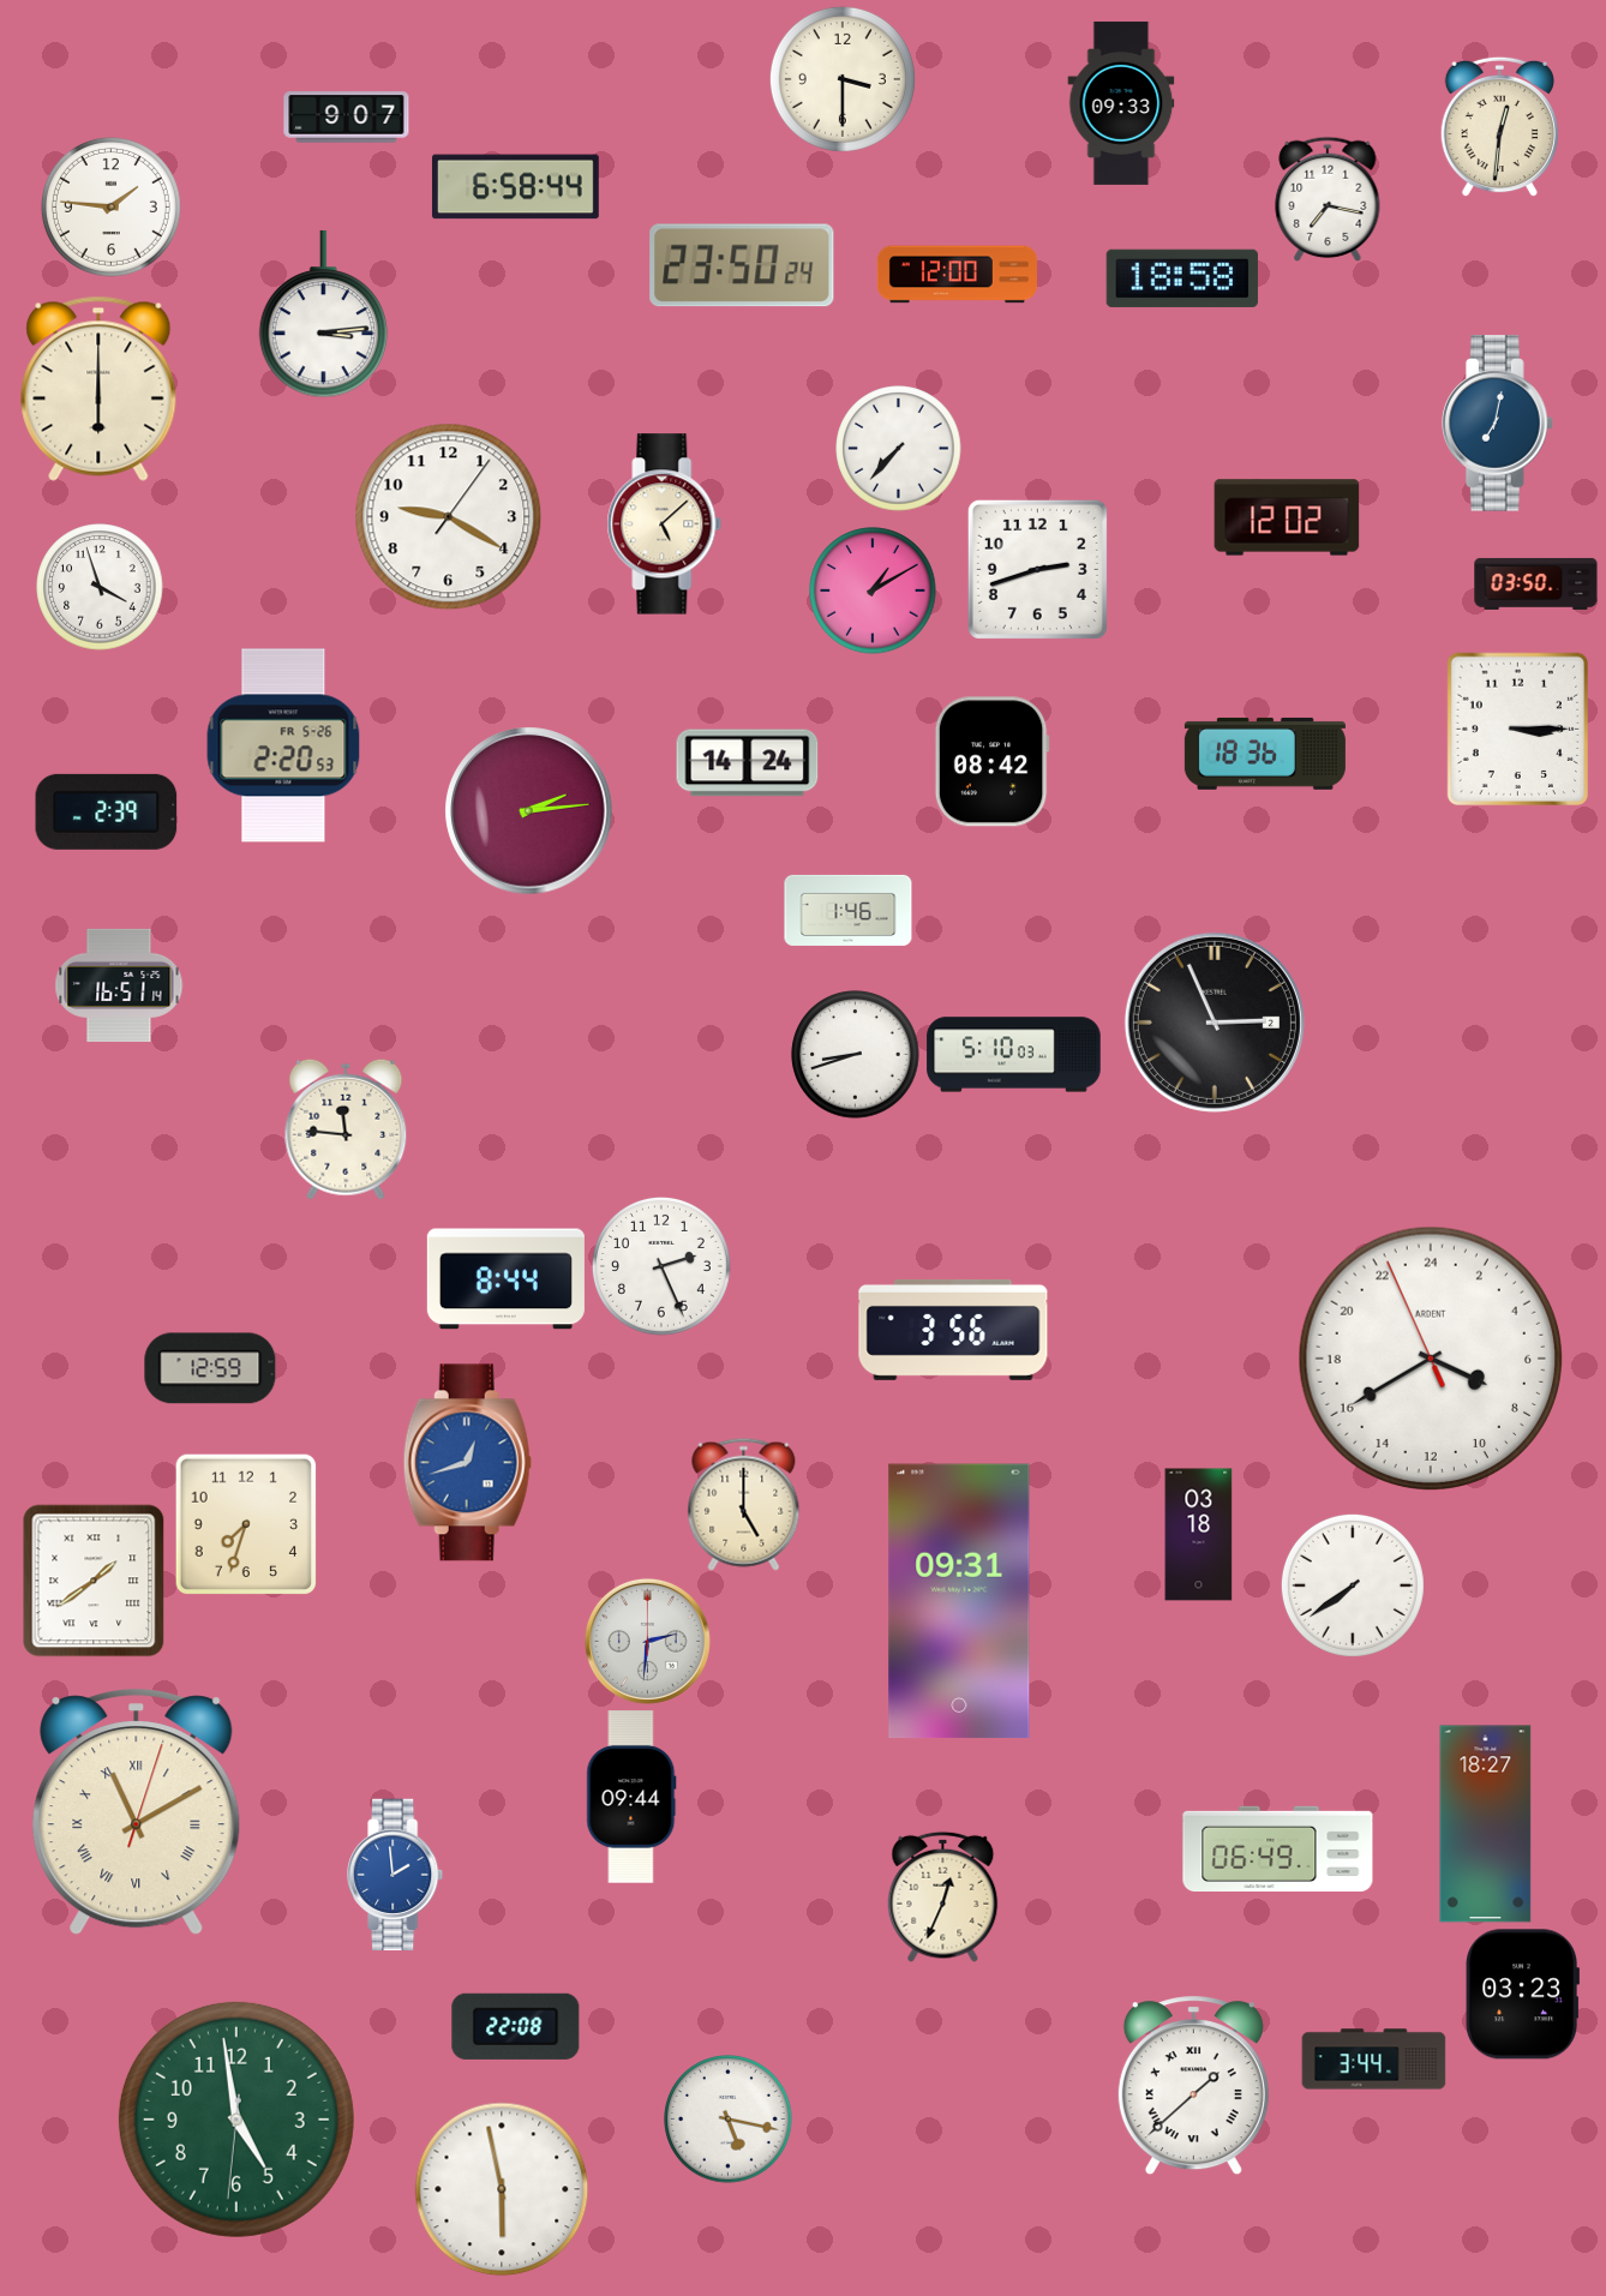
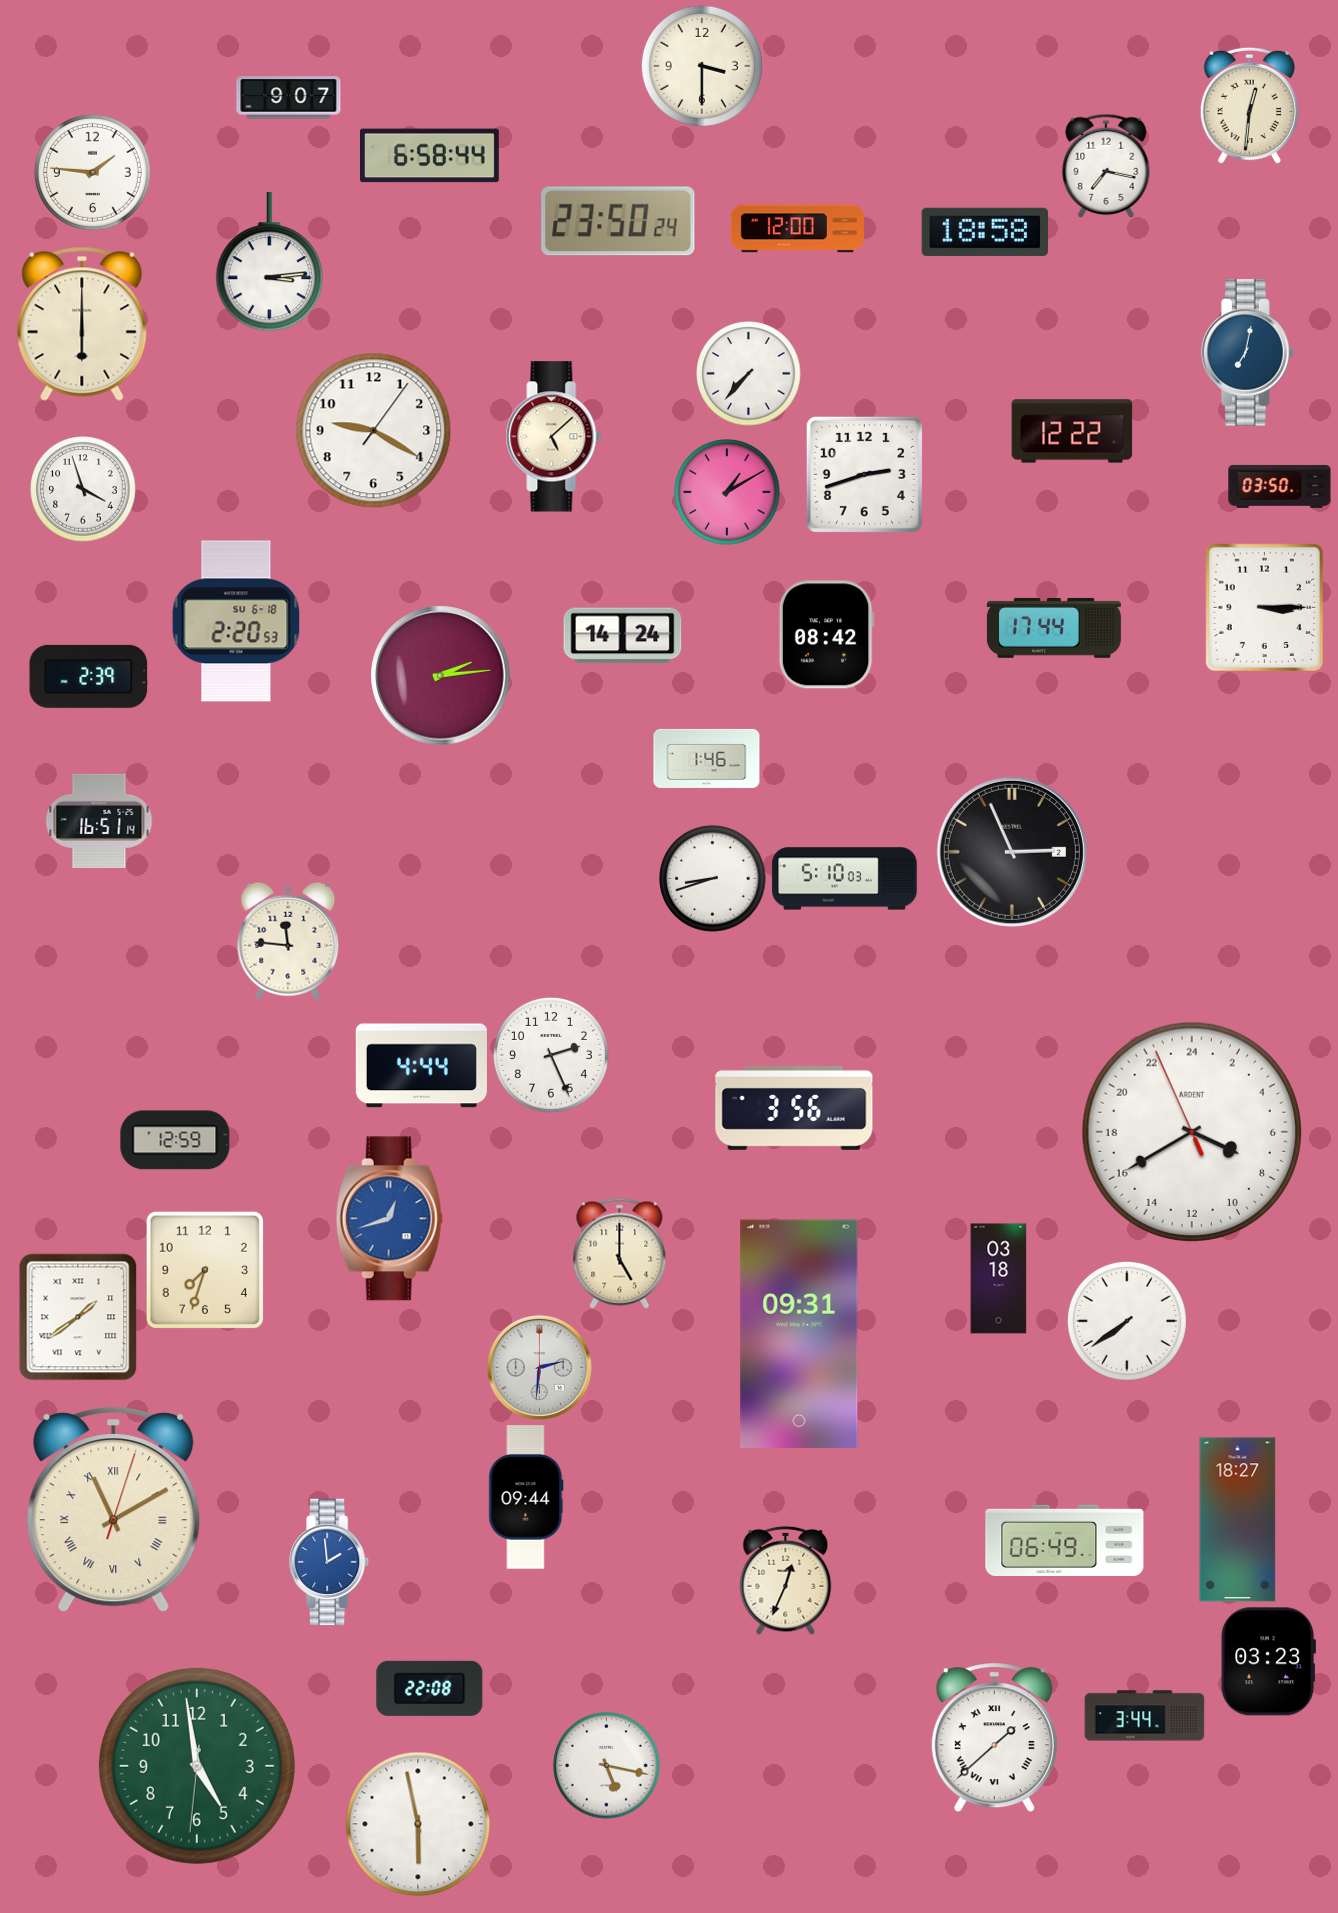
clock at (1121, 103): 09:33 -> none
clock at (1287, 517): 12:02 -> 12:22
clock at (283, 745) date: FR 5-26 -> SU 6-18
clock at (1265, 754): 18:36 -> 17:44
clock at (505, 1279): 8:44 -> 4:44
